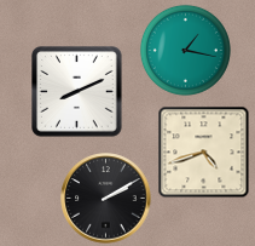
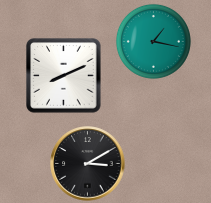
clock at (204, 153): 4:42 -> none
clock at (106, 199): 2:10 -> 3:10
